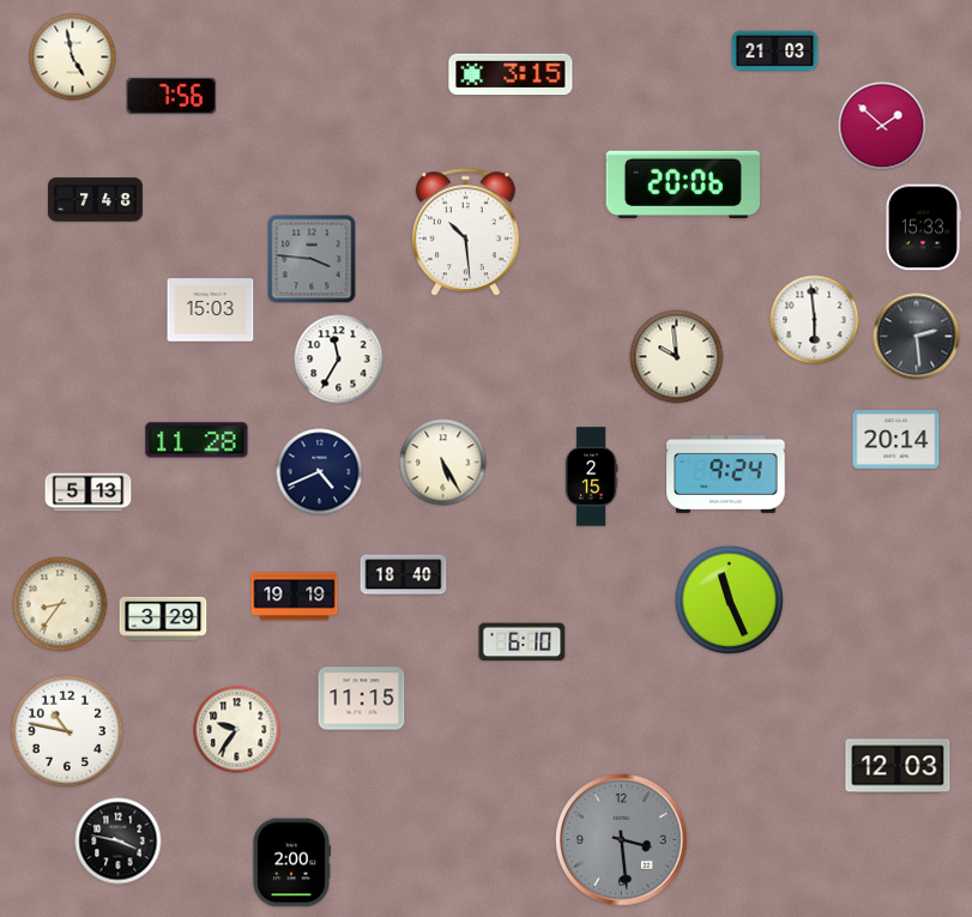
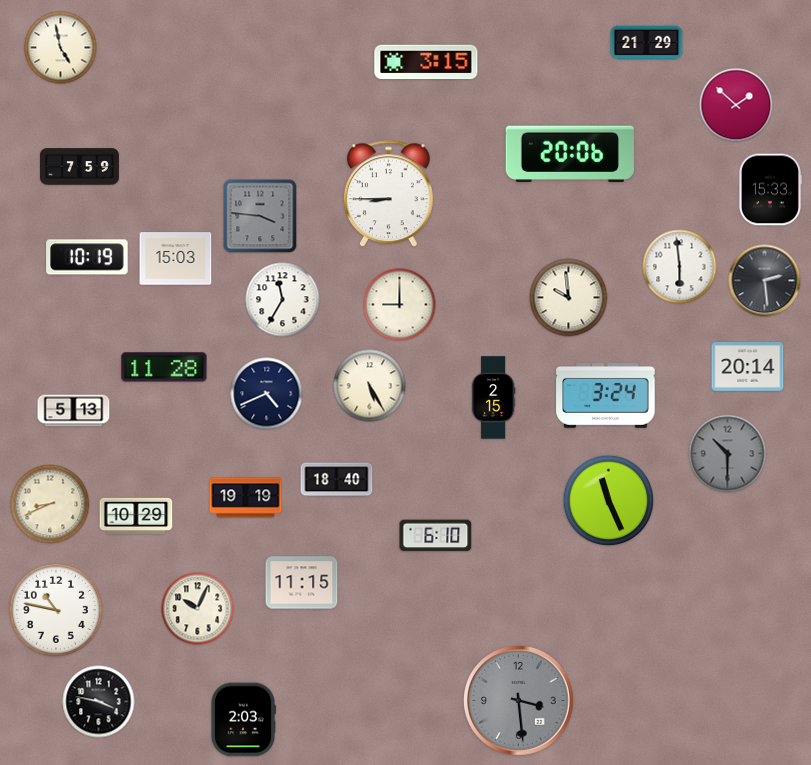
clock at (775, 52): 21:03 -> 21:29
clock at (171, 96): 7:56 -> none
clock at (95, 200): 7:48 -> 7:59
clock at (465, 233): 10:29 -> 8:45
clock at (87, 257): none -> 10:19
clock at (677, 357) position: (677, 357) -> (569, 298)
clock at (400, 305): none -> 9:00
clock at (726, 473): 9:24 -> 3:24
clock at (728, 454): none -> 10:30
clock at (60, 604): 8:36 -> 8:41
clock at (163, 619): 3:29 -> 10:29
clock at (237, 730): 9:36 -> 10:04
clock at (898, 766): 12:03 -> none
clock at (292, 863): 2:00 -> 2:03
